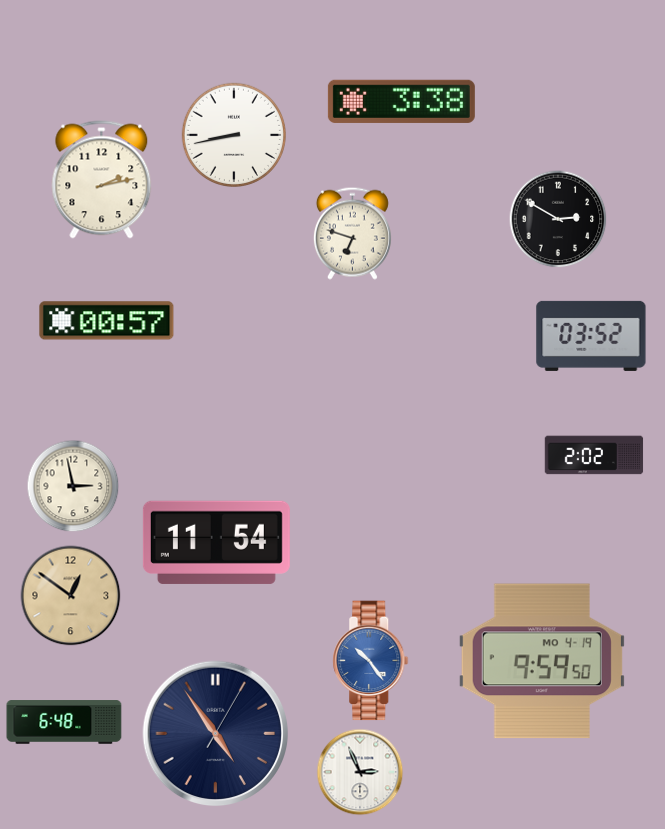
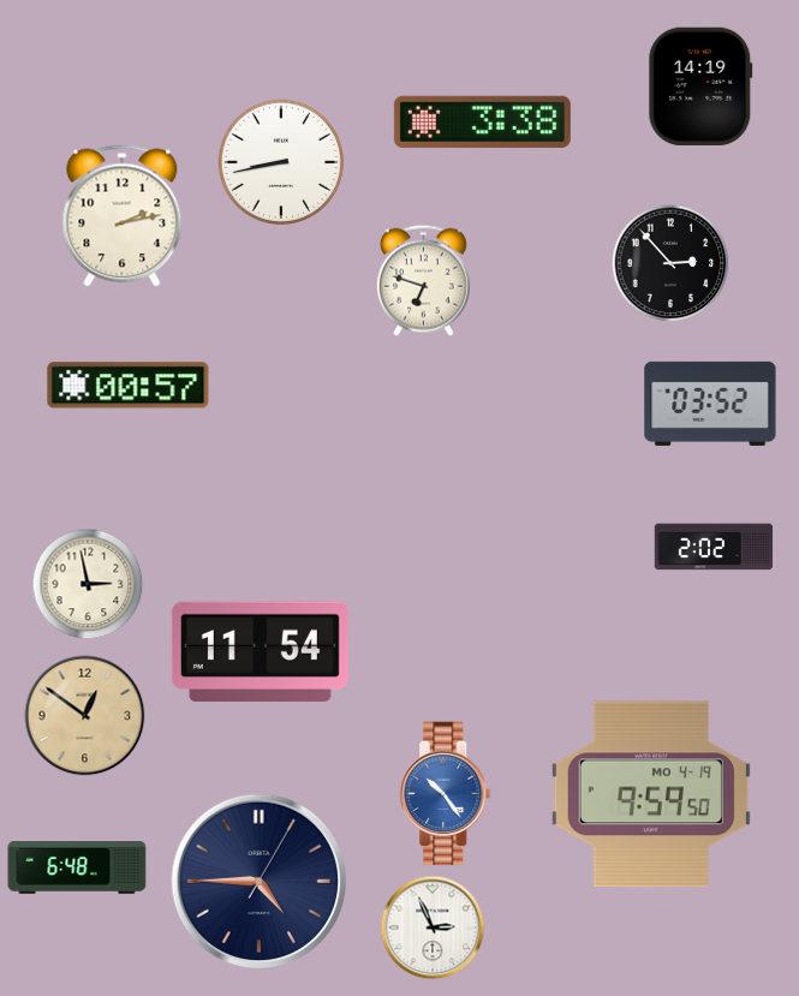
clock at (700, 85): none -> 14:19
clock at (558, 219): 2:50 -> 2:53
clock at (216, 734): 4:54 -> 4:45
